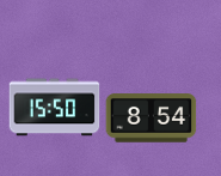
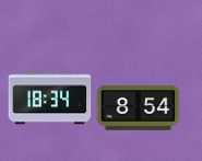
clock at (55, 108): 15:50 -> 18:34
